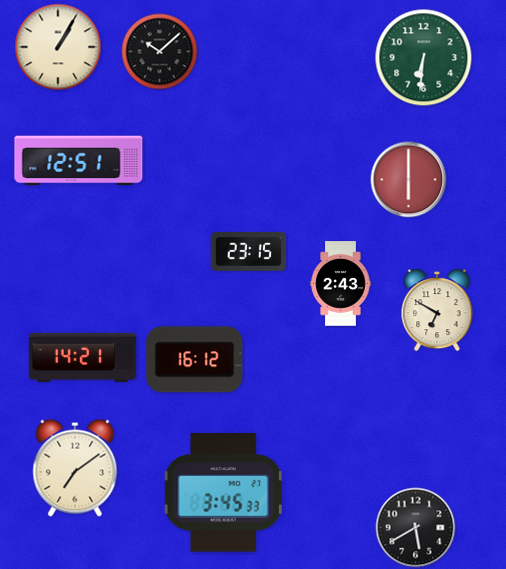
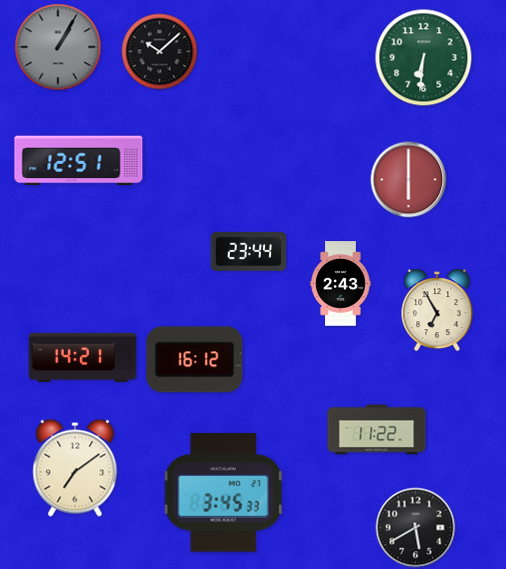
clock at (58, 47) dial: cream -> grey
clock at (249, 252): 23:15 -> 23:44
clock at (437, 310): 6:50 -> 6:55
clock at (377, 430): none -> 11:22
